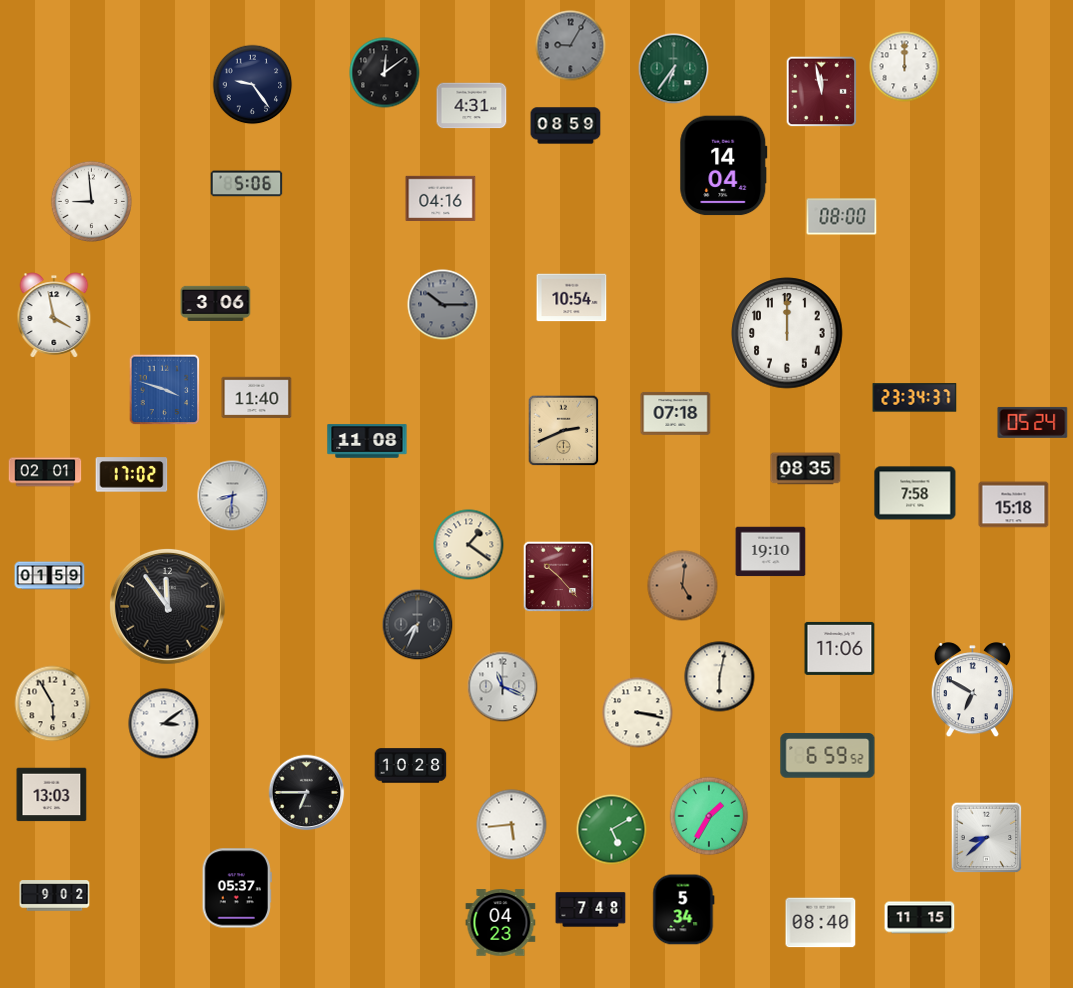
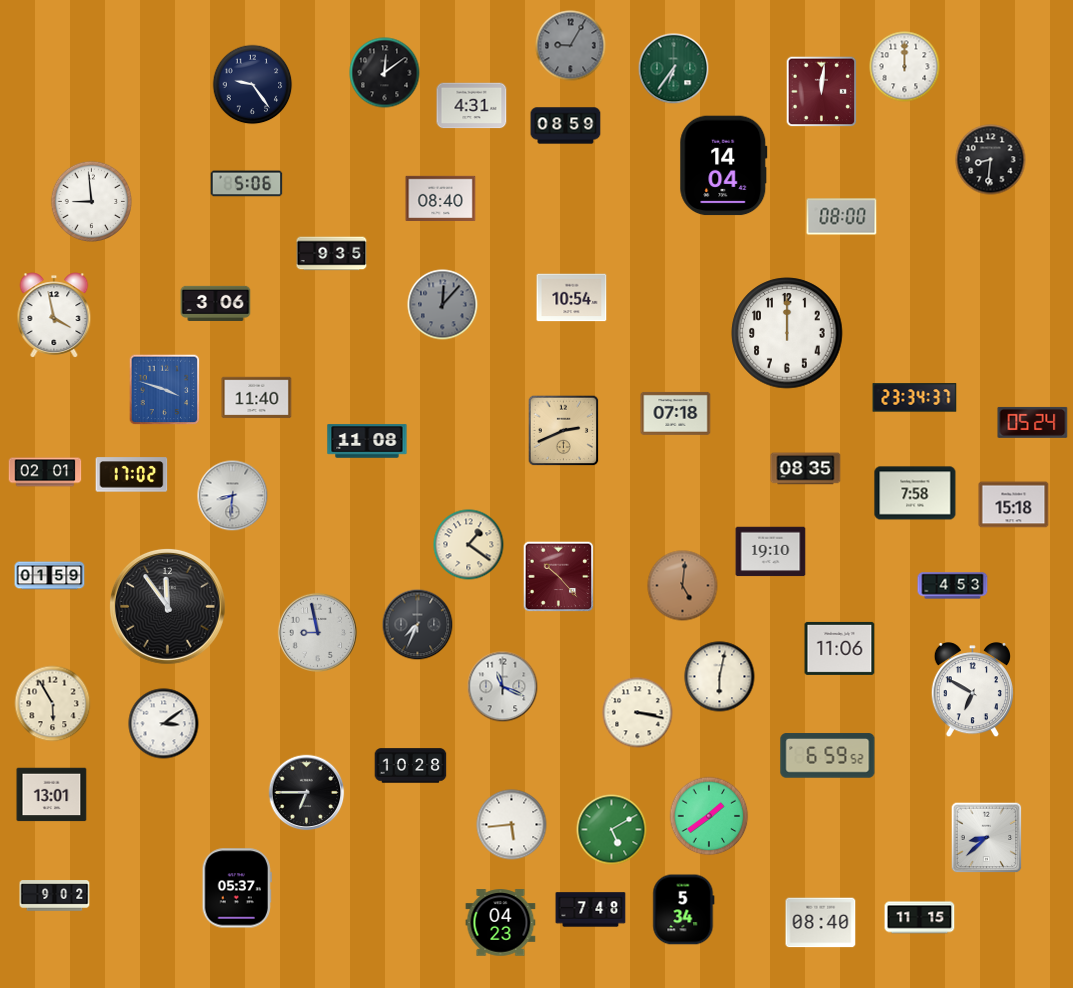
clock at (822, 92): 11:58 -> 12:01
clock at (991, 160): none -> 8:31
clock at (441, 199): 04:16 -> 08:40
clock at (332, 254): none -> 9:35
clock at (443, 305): 10:15 -> 12:07
clock at (953, 586): none -> 4:53
clock at (317, 632): none -> 8:58
clock at (52, 795): 13:03 -> 13:01
clock at (709, 816): 1:35 -> 1:39
